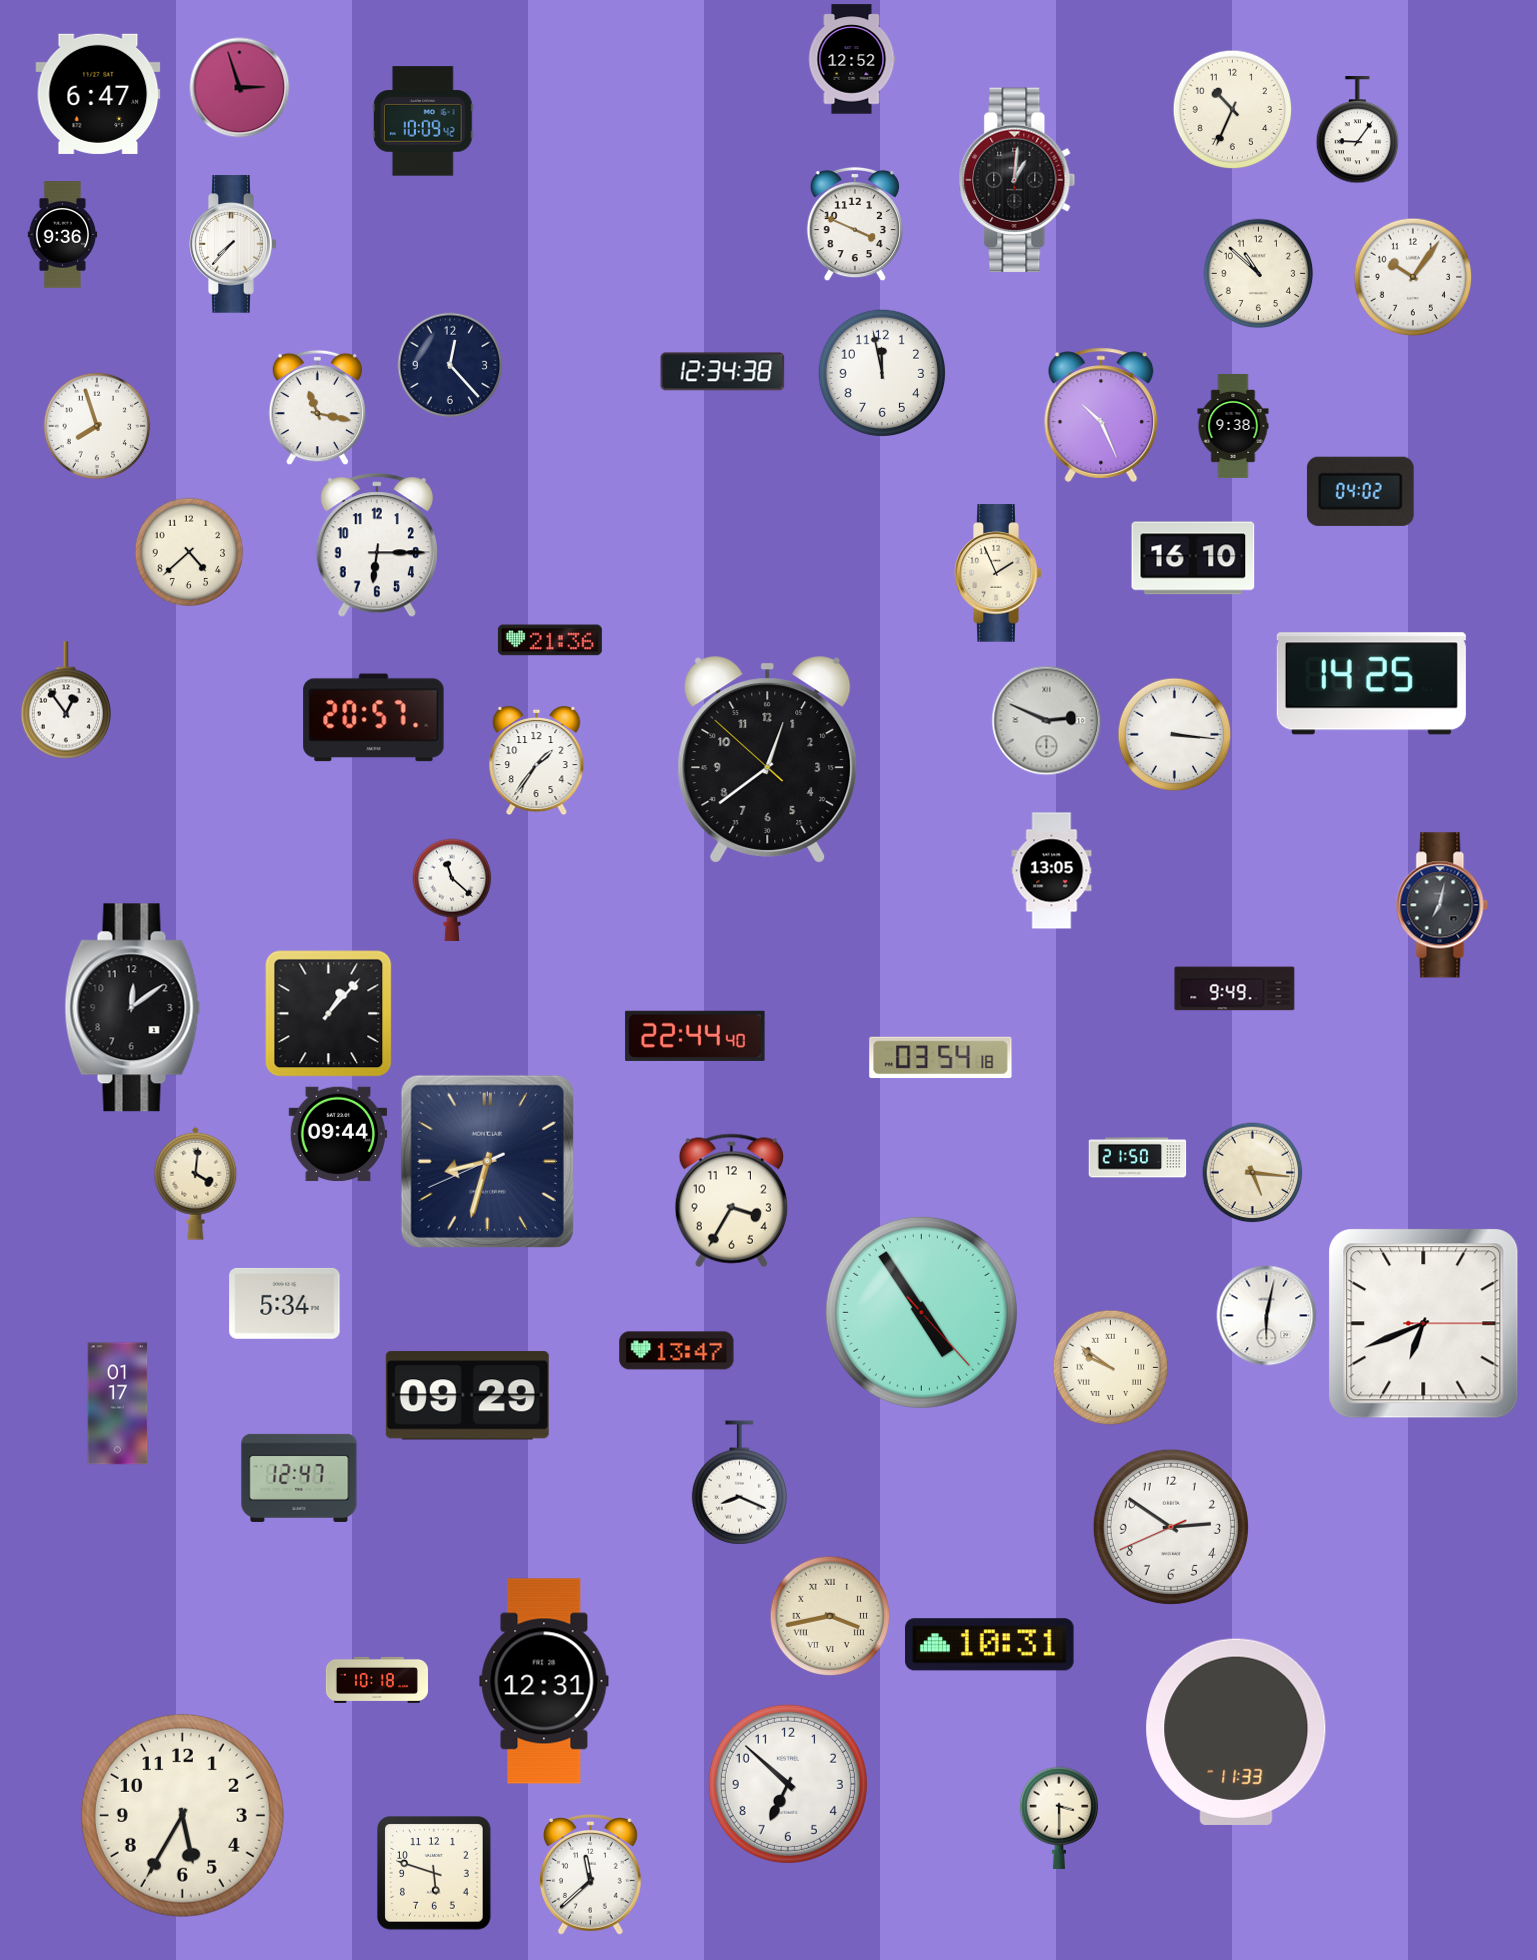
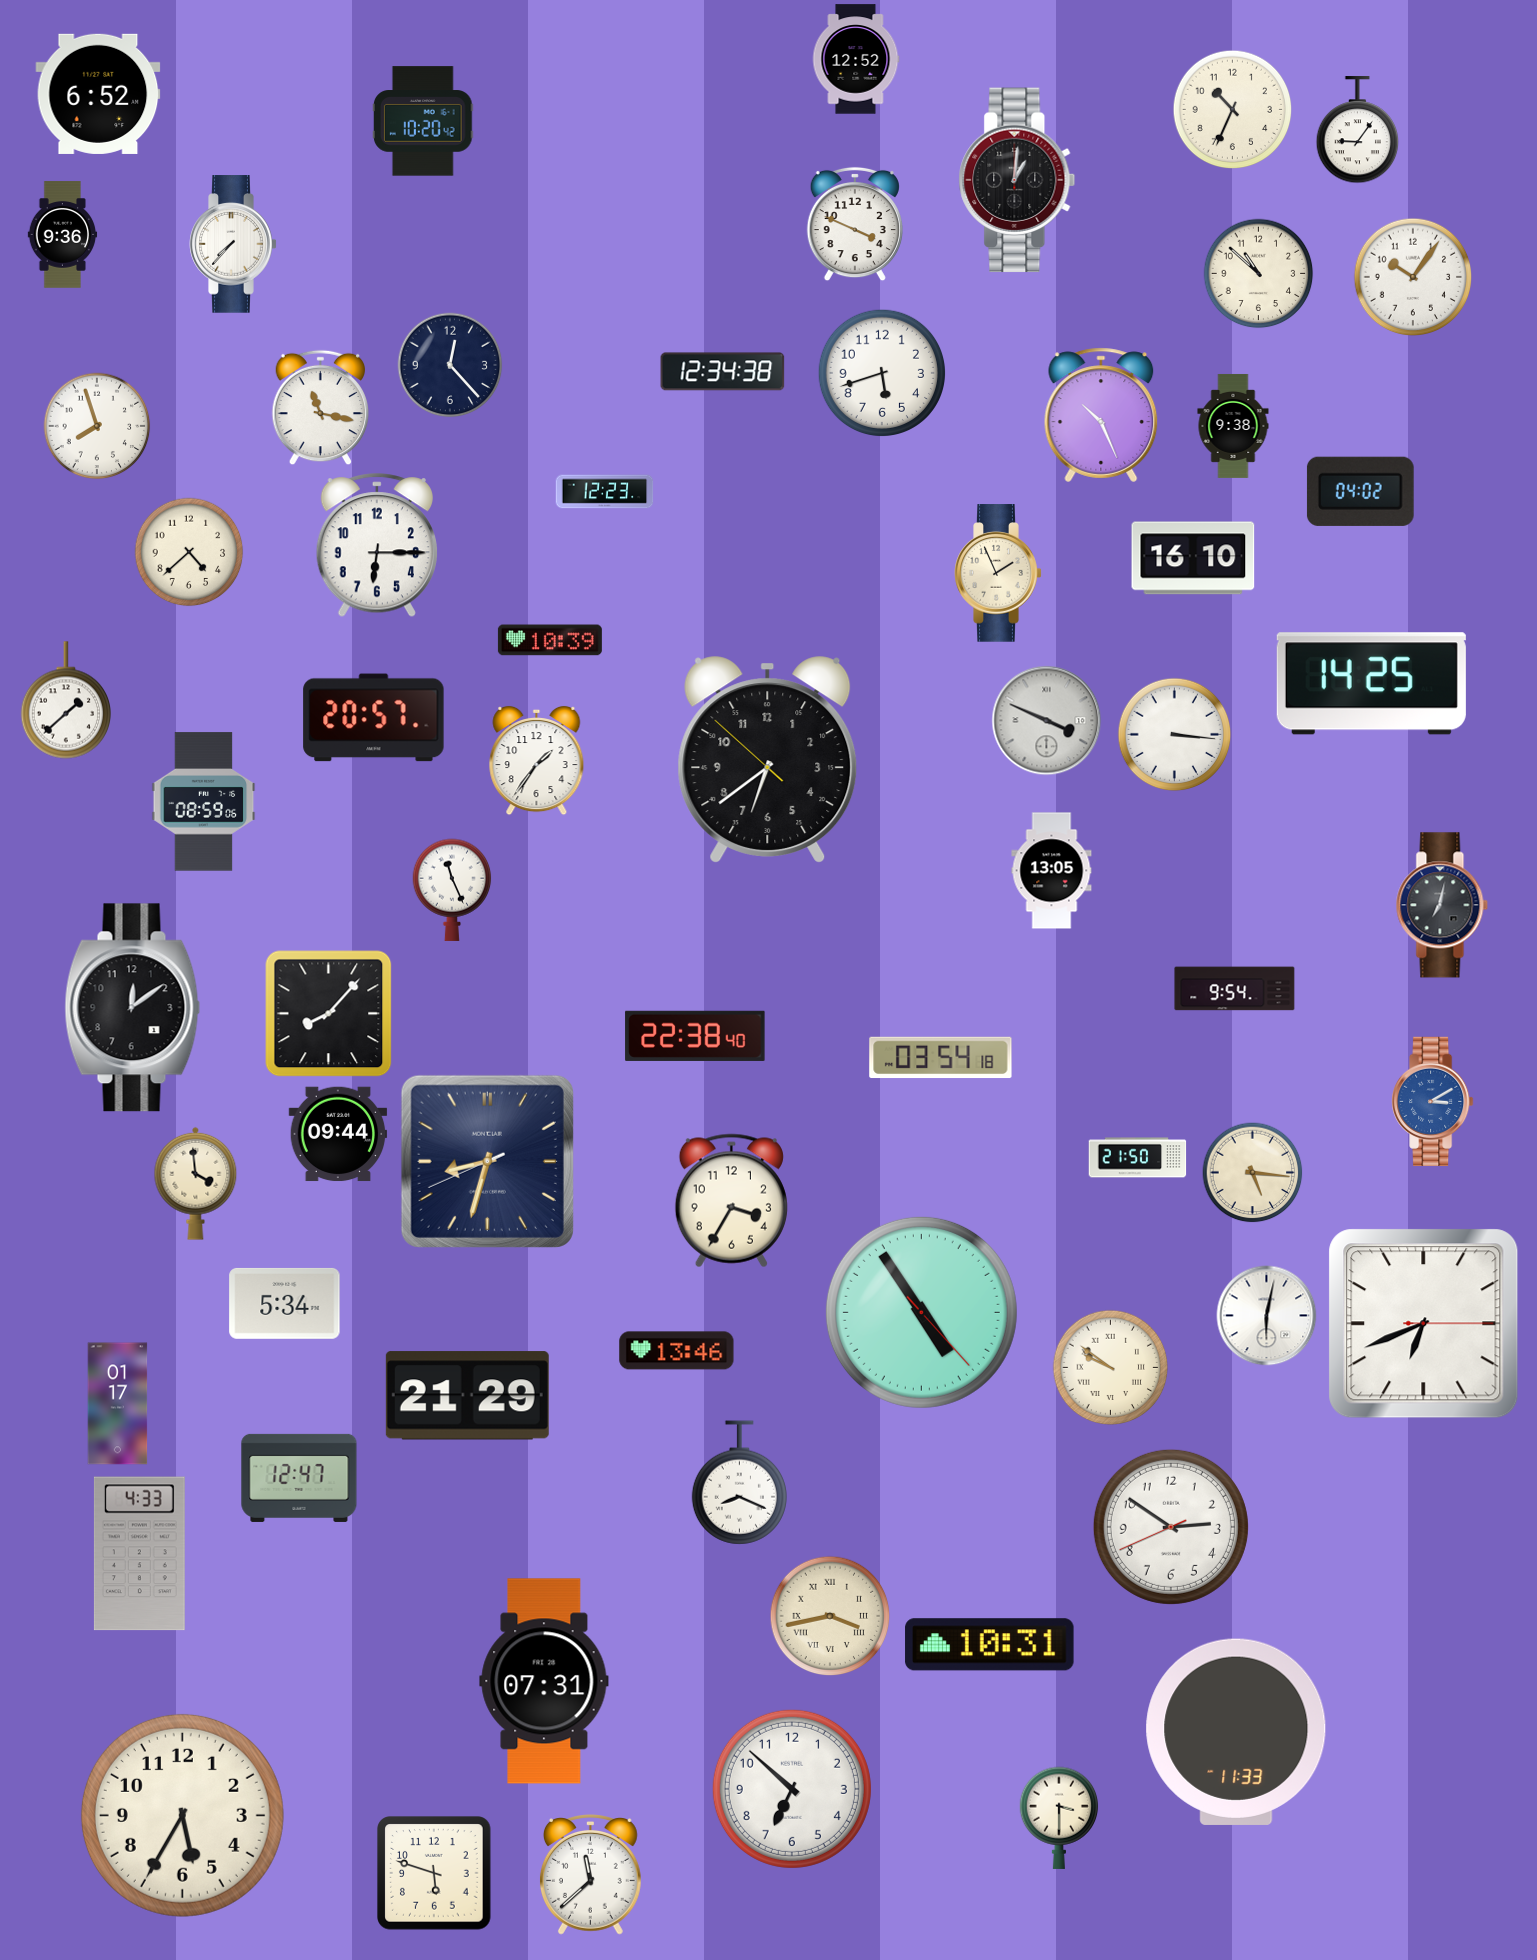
clock at (852, 59) position: (852, 59) -> (856, 59)
clock at (240, 88): 2:57 -> none
clock at (98, 94): 6:47 -> 6:52
clock at (424, 121): 10:09 -> 10:20
clock at (881, 372): 11:58 -> 5:42
clock at (318, 408) position: (318, 408) -> (321, 408)
clock at (605, 492): none -> 12:23
clock at (550, 640): 21:36 -> 10:39
clock at (65, 700): 12:54 -> 1:38
clock at (1047, 721): 2:49 -> 3:49
clock at (768, 760): 12:38 -> 6:38
clock at (204, 802): none -> 08:59
clock at (452, 890): 11:22 -> 11:26
clock at (1235, 989): 9:49 -> 9:54
clock at (329, 1014): 1:07 -> 8:07
clock at (695, 1036): 22:44 -> 22:38
clock at (1433, 1101): none -> 3:10
clock at (196, 1183): 4:01 -> 3:59
clock at (677, 1351): 13:47 -> 13:46
clock at (467, 1396): 09:29 -> 21:29
clock at (139, 1554): none -> 4:33
clock at (377, 1680): 10:18 -> none
clock at (544, 1681): 12:31 -> 07:31
clock at (788, 1784) position: (788, 1784) -> (792, 1789)
